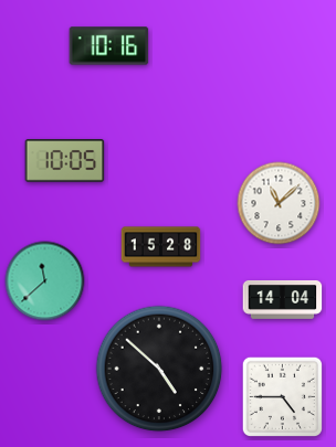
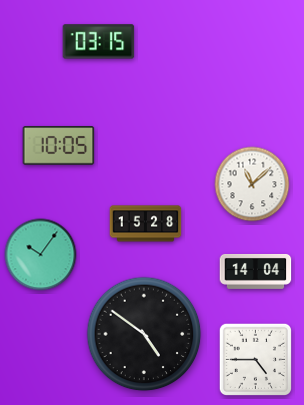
clock at (109, 46): 10:16 -> 03:15
clock at (45, 281): 11:38 -> 10:06
clock at (159, 369): 4:52 -> 4:51
